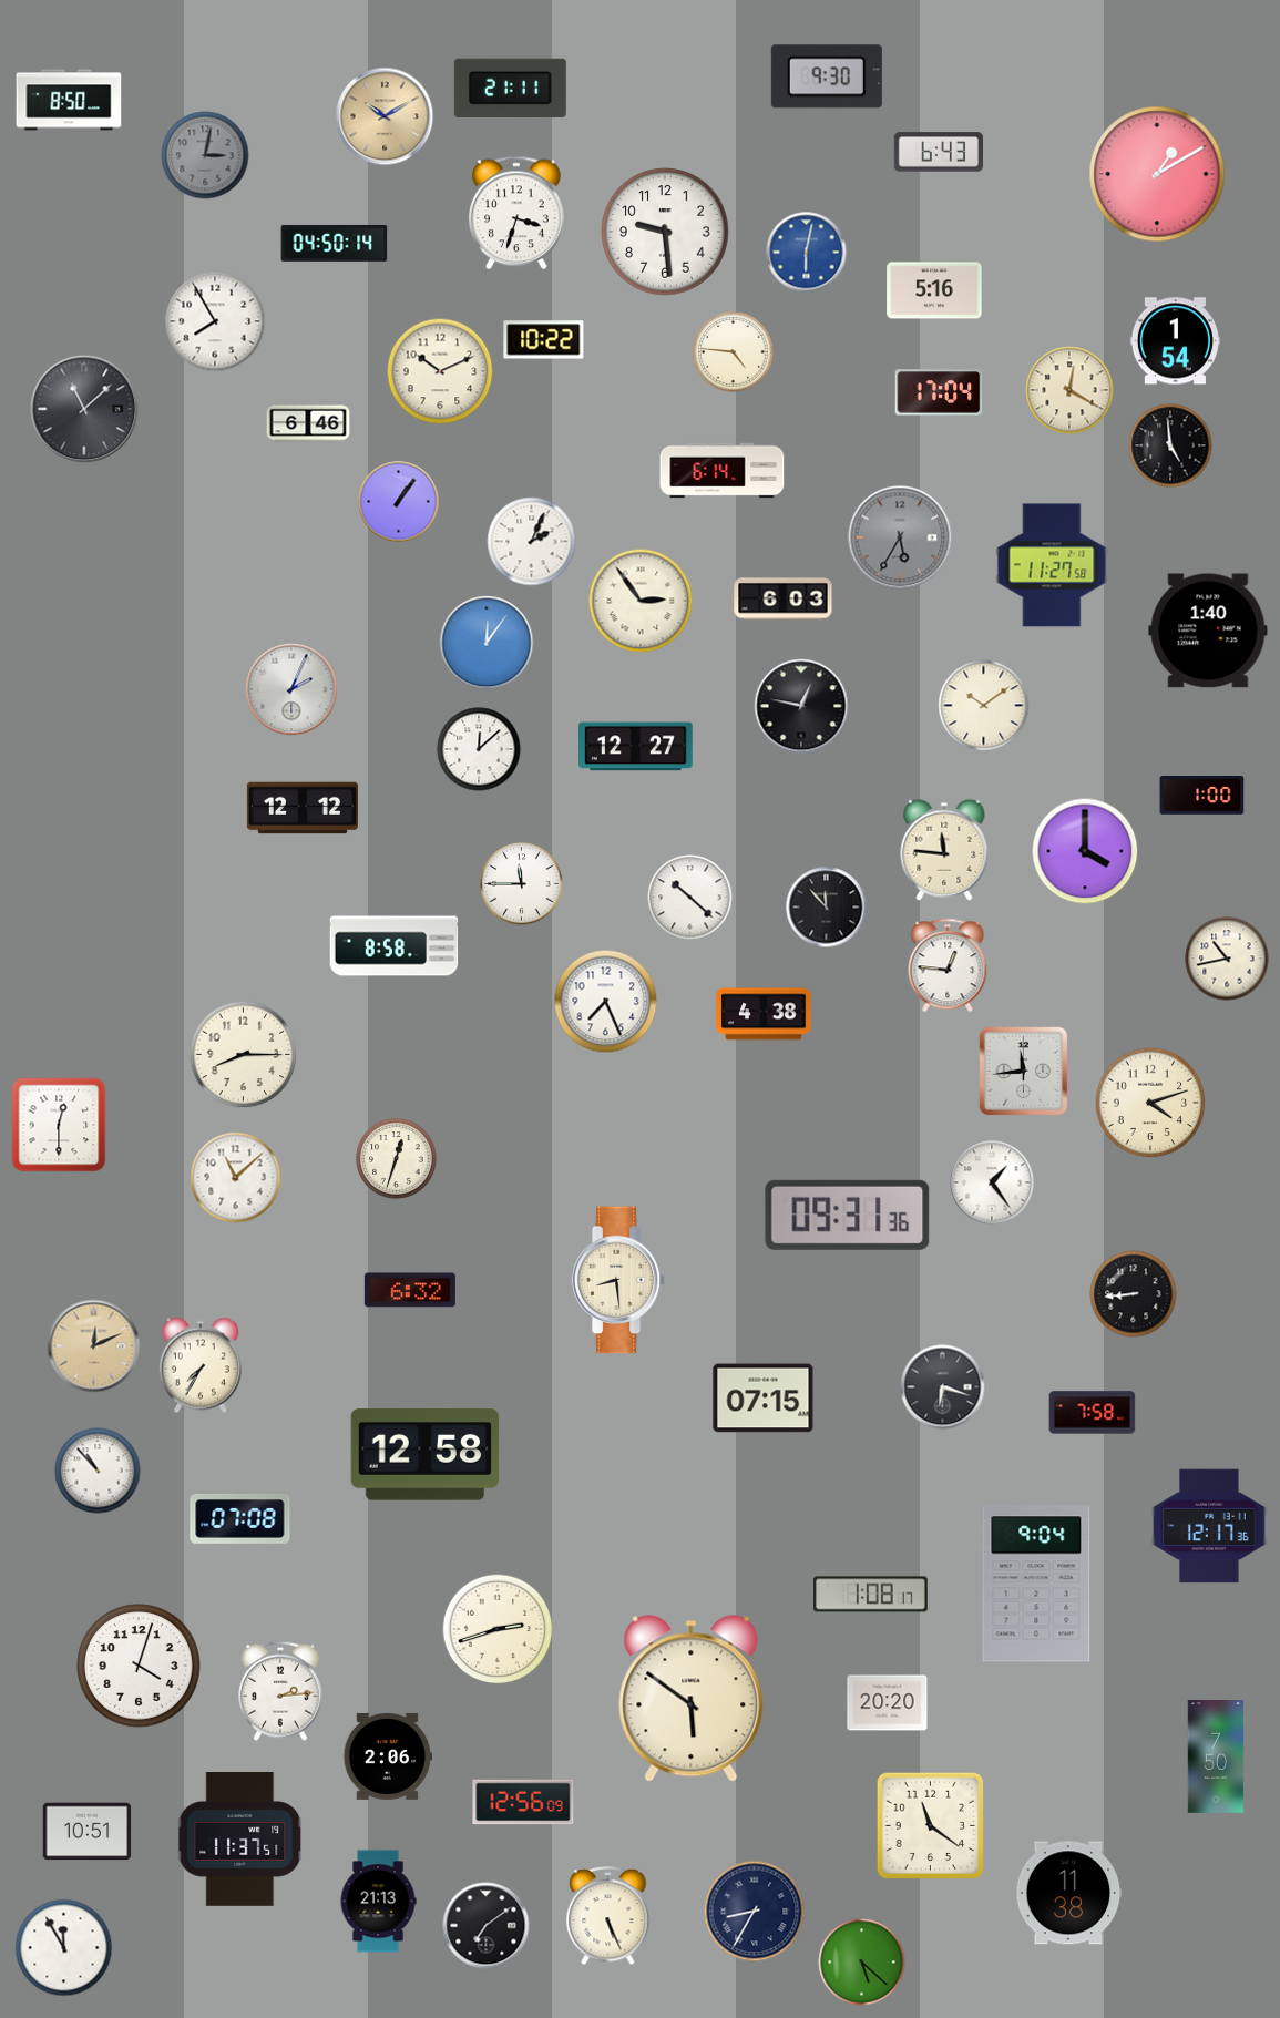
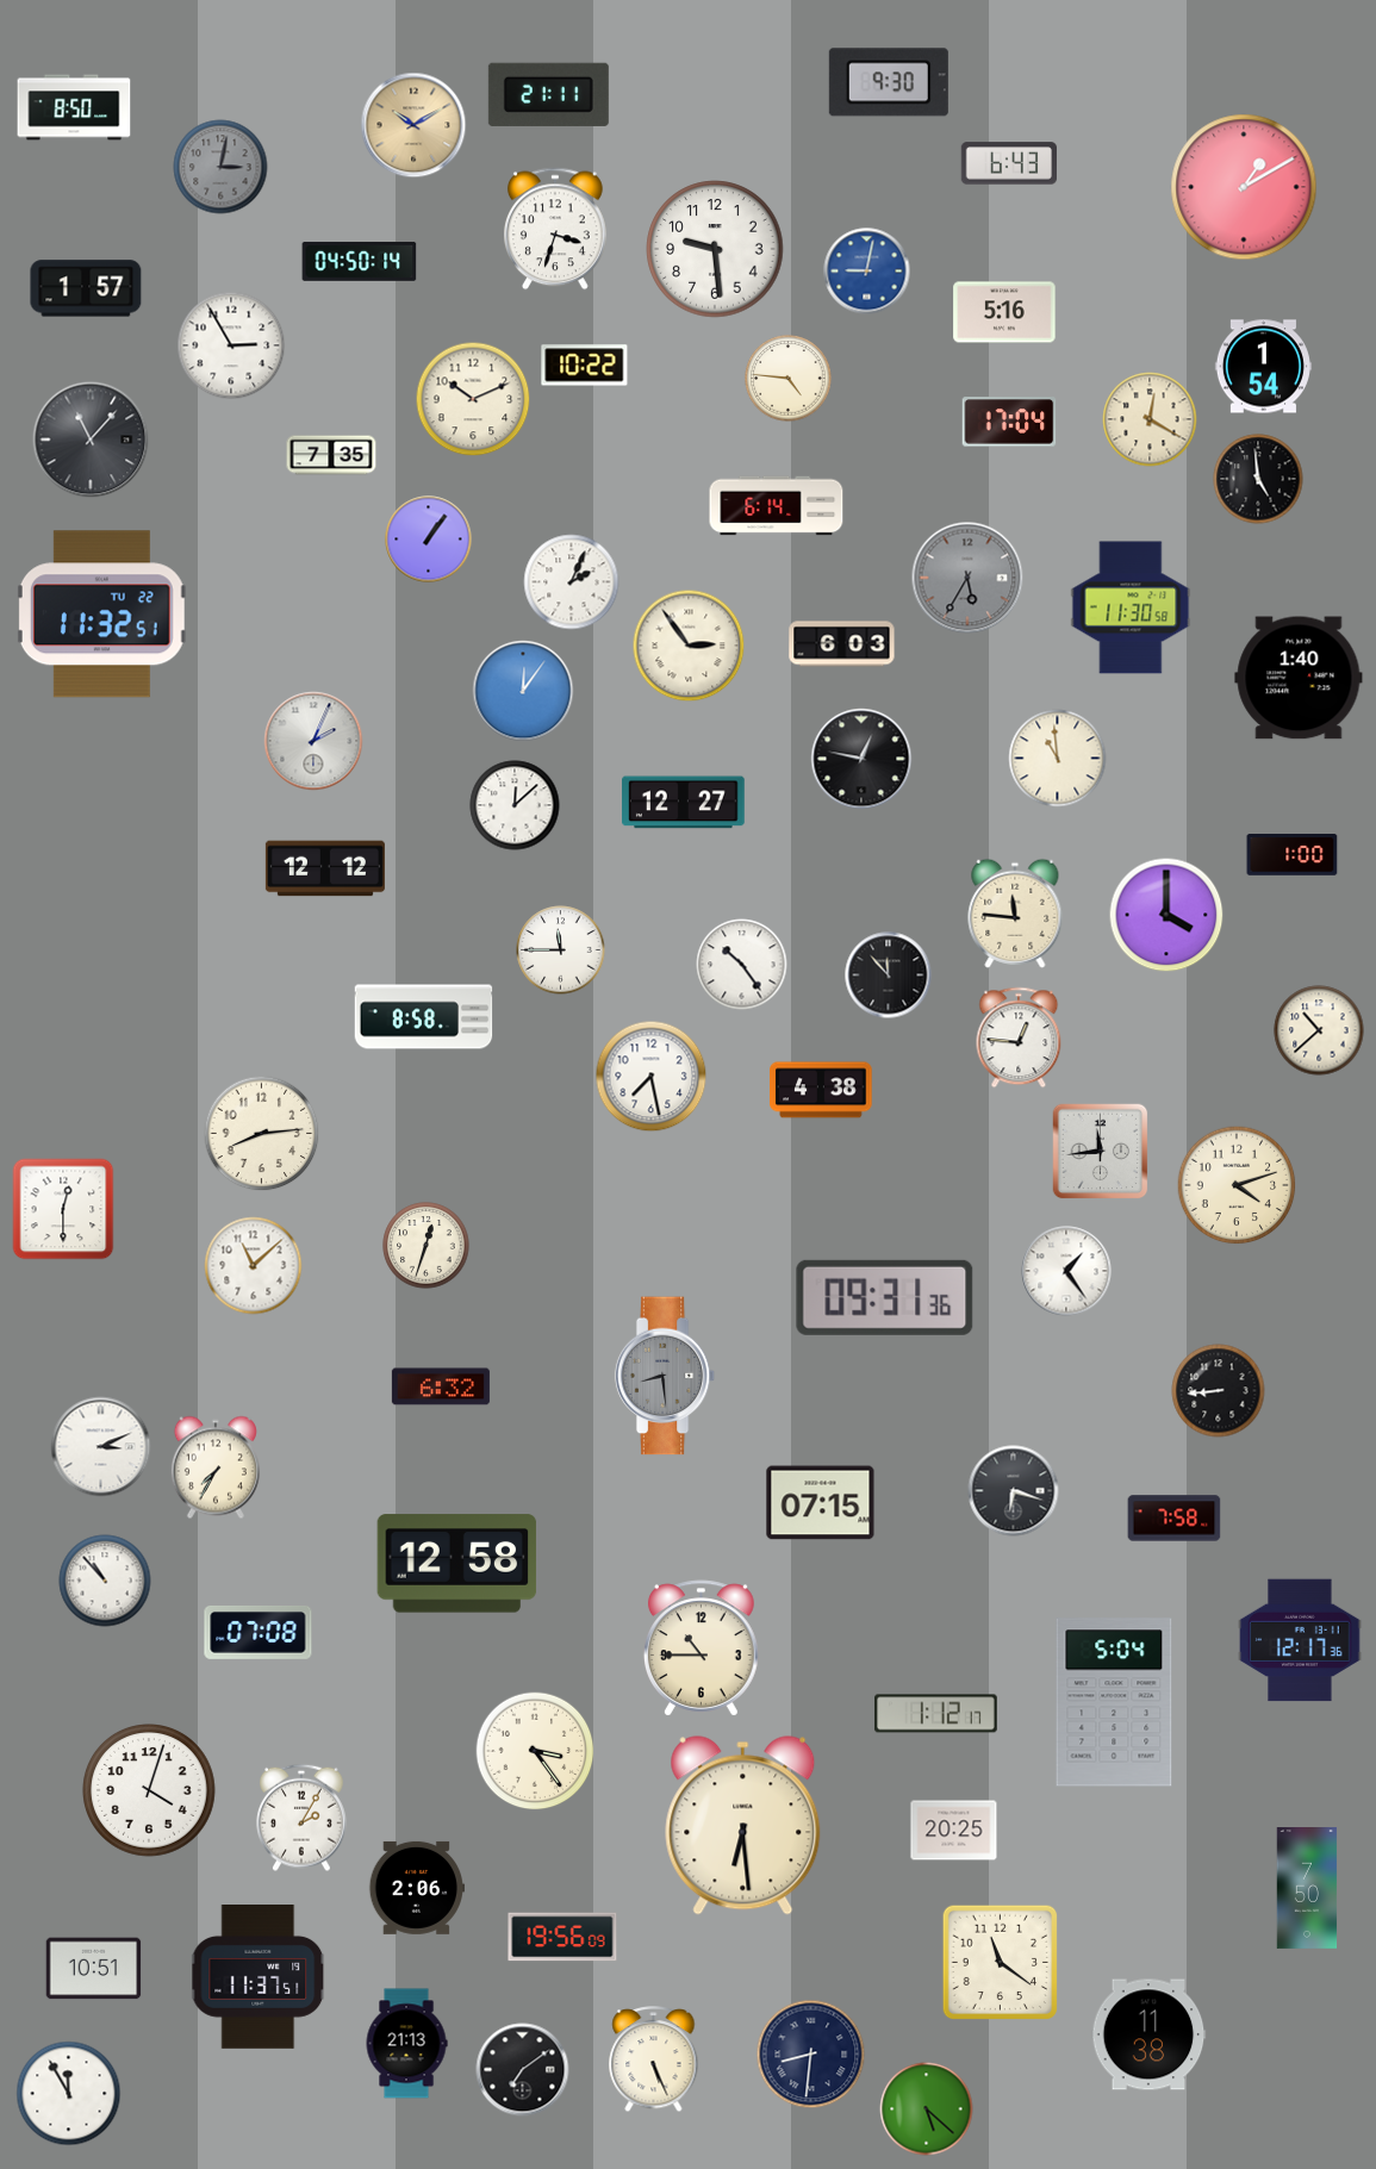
clock at (807, 253): 6:02 -> 9:02
clock at (86, 288): none -> 1:57
clock at (215, 321): 7:55 -> 2:55
clock at (84, 409): 11:08 -> 11:07
clock at (308, 423): 6:46 -> 7:35
clock at (1052, 565): 11:27 -> 11:30
clock at (101, 615): none -> 11:32
clock at (984, 706): 10:09 -> 10:59
clock at (690, 898): 10:22 -> 10:24
clock at (1227, 959): 10:43 -> 10:38
clock at (606, 1002): 7:26 -> 7:28
clock at (244, 1055): 8:15 -> 8:14
clock at (848, 1215) position: (848, 1215) -> (885, 1297)
clock at (618, 1280) dial: cream -> grey
clock at (94, 1346): 12:11 -> 3:11
clock at (94, 1346) dial: champagne -> white
clock at (702, 1648): none -> 10:45
clock at (1036, 1584): 9:04 -> 5:04
clock at (871, 1595): 1:08 -> 1:12
clock at (498, 1629): 2:42 -> 3:24
clock at (281, 1691): 2:14 -> 2:05
clock at (692, 1699): 5:51 -> 6:29
clock at (888, 1703): 20:20 -> 20:25
clock at (523, 1802): 12:56 -> 19:56
clock at (755, 1912): 8:35 -> 8:31
